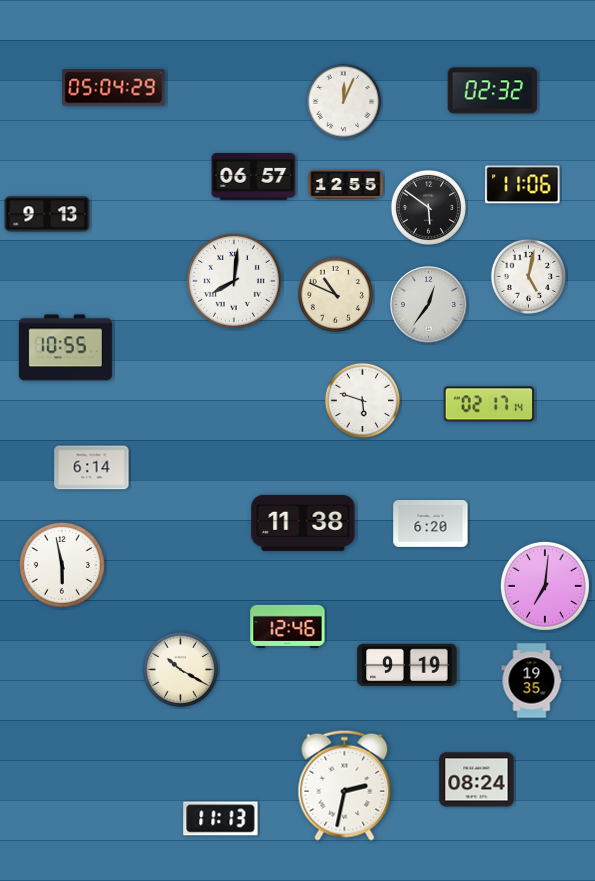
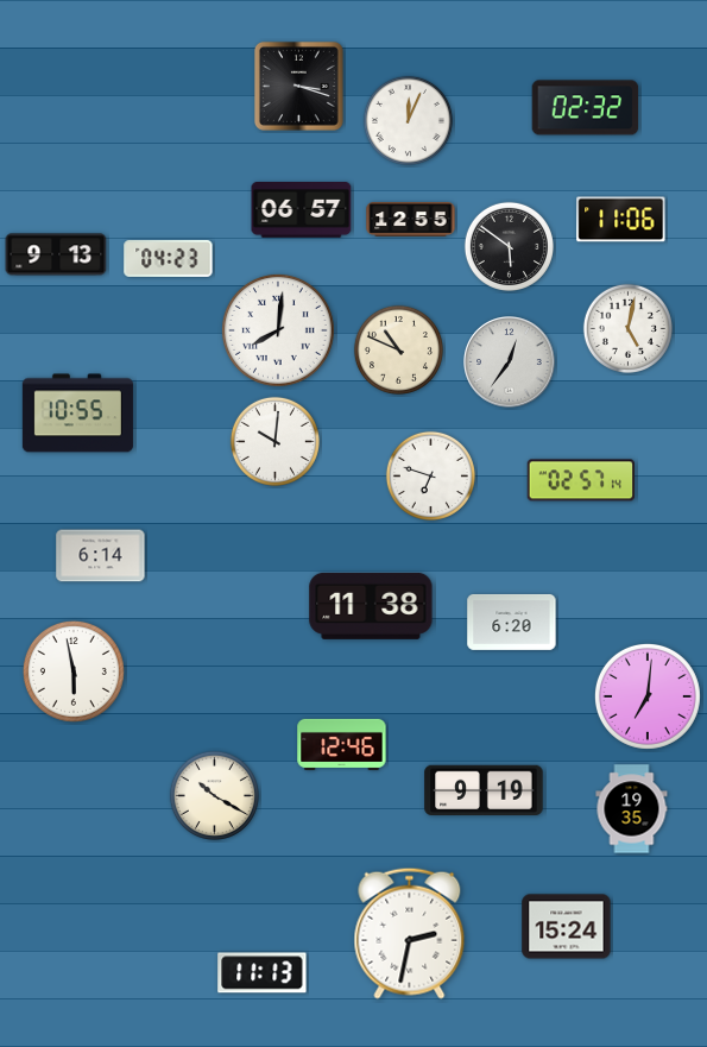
clock at (298, 86): none -> 3:18
clock at (114, 88): 05:04 -> none
clock at (169, 258): none -> 04:23
clock at (234, 281) position: (234, 281) -> (278, 330)
clock at (274, 441): none -> 10:01
clock at (362, 400): 5:48 -> 6:48
clock at (488, 404): 02:17 -> 02:57
clock at (92, 468) position: (92, 468) -> (101, 556)
clock at (303, 523) position: (303, 523) -> (371, 606)
clock at (477, 780): 08:24 -> 15:24
